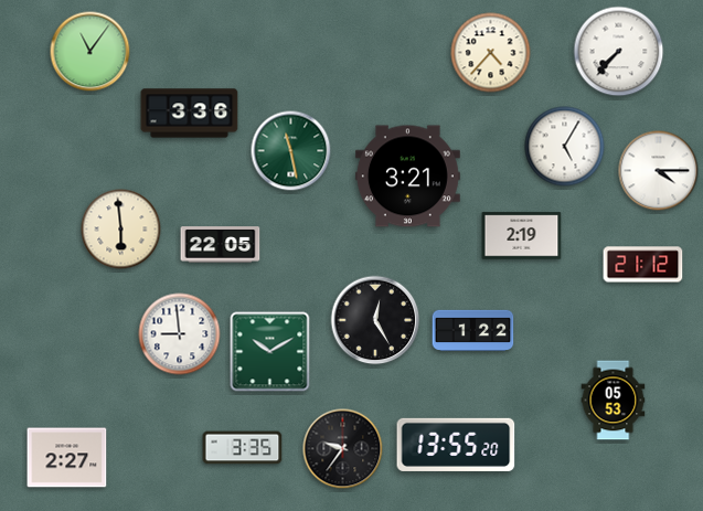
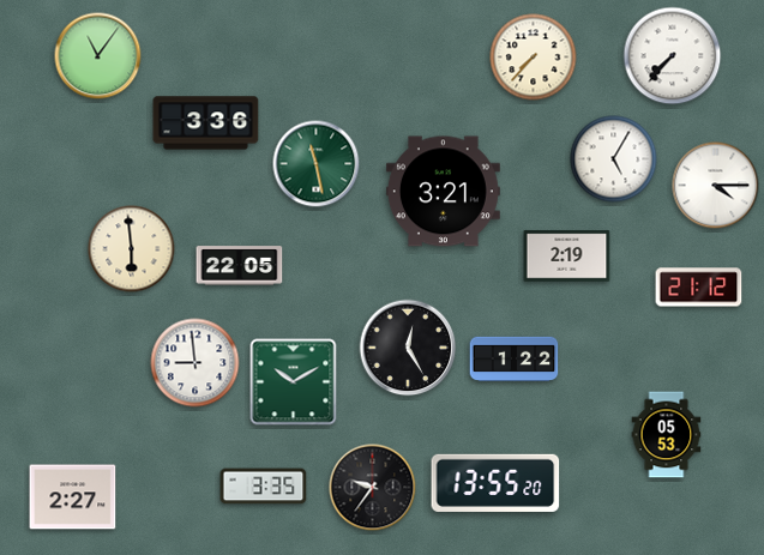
clock at (491, 53): 4:37 -> 7:37
